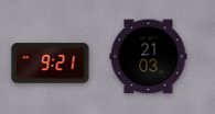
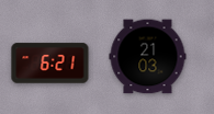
clock at (51, 64): 9:21 -> 6:21
